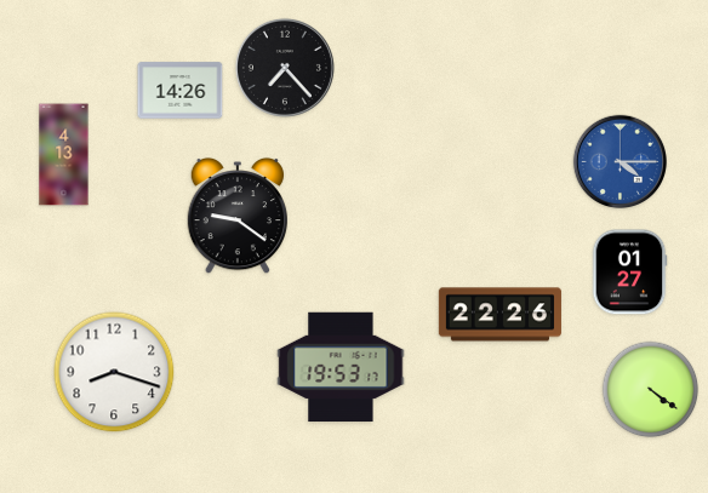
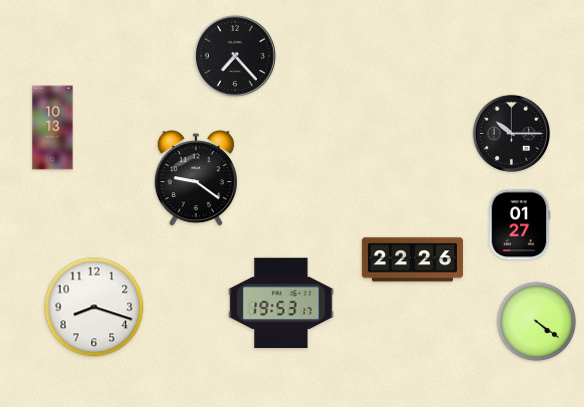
clock at (181, 91): 14:26 -> none
clock at (64, 155): 4:13 -> 10:13
clock at (621, 162): 4:15 -> 10:15
clock at (621, 162) dial: blue -> black
